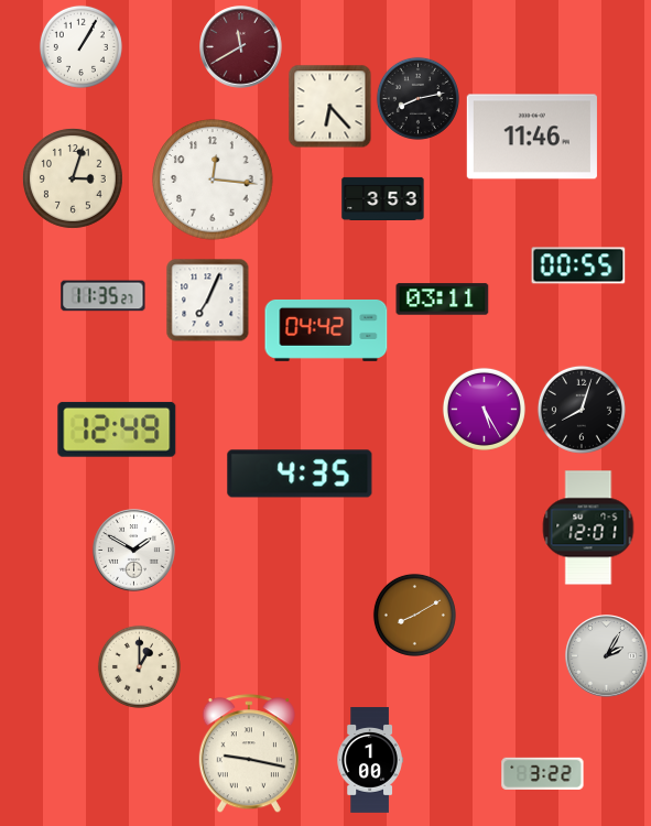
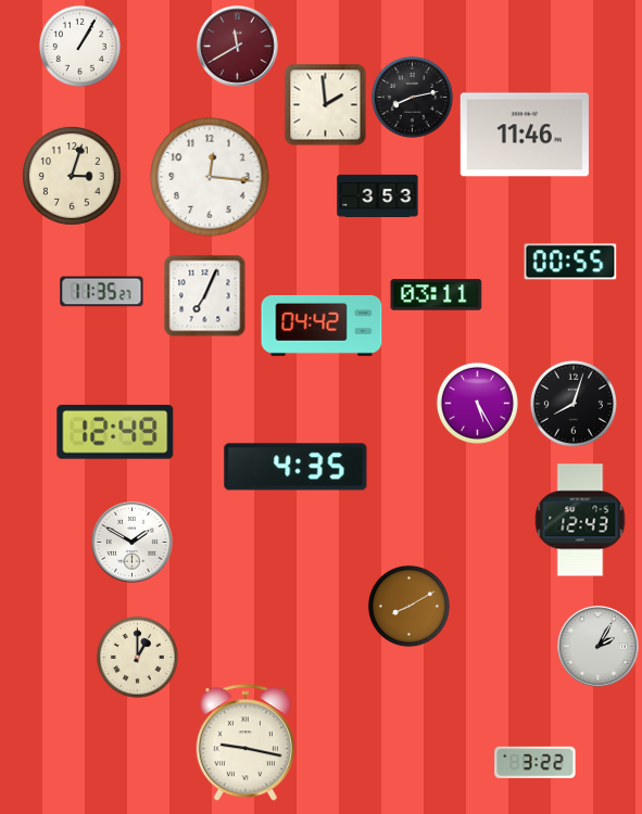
clock at (330, 107): 6:23 -> 1:59
clock at (117, 430) position: (117, 430) -> (115, 432)
clock at (588, 528): 12:01 -> 12:43
clock at (370, 760): 1:00 -> none
